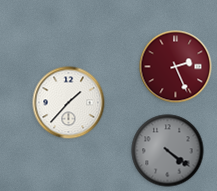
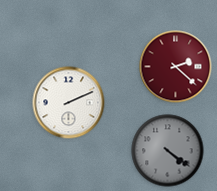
clock at (176, 67): 2:26 -> 2:22
clock at (69, 103): 1:37 -> 2:11
